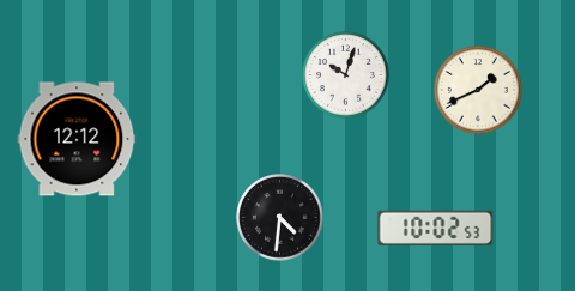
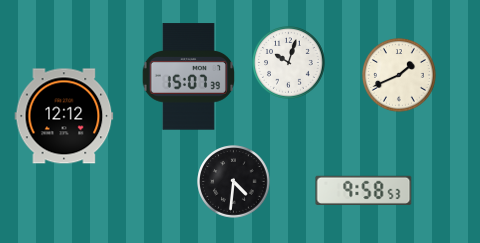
clock at (188, 77): none -> 15:07
clock at (436, 228): 10:02 -> 9:58
